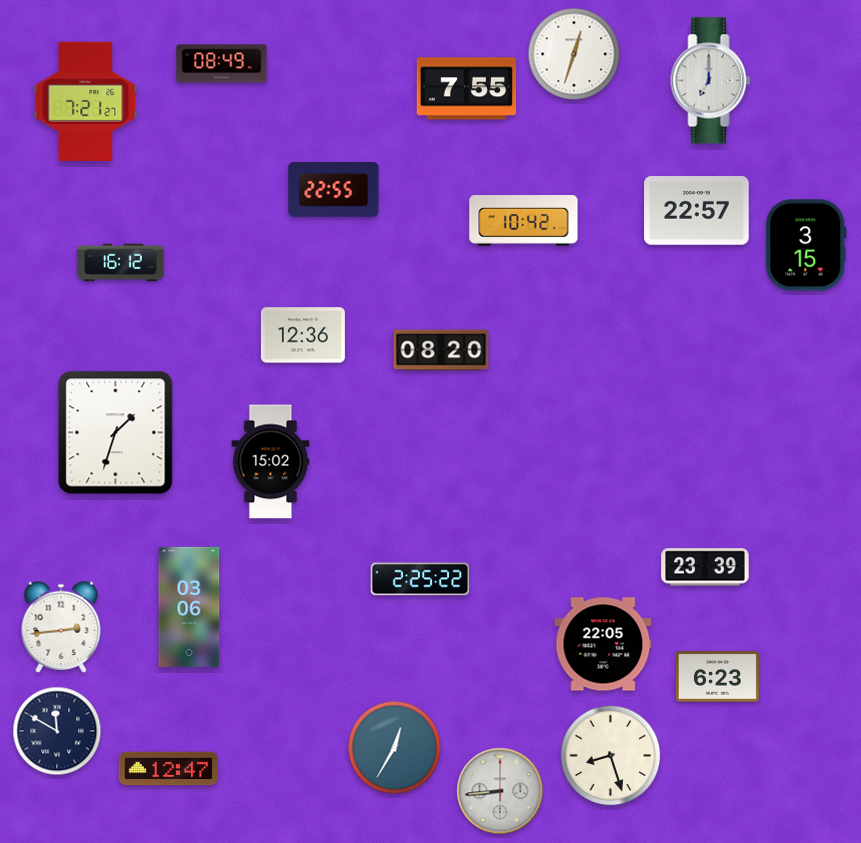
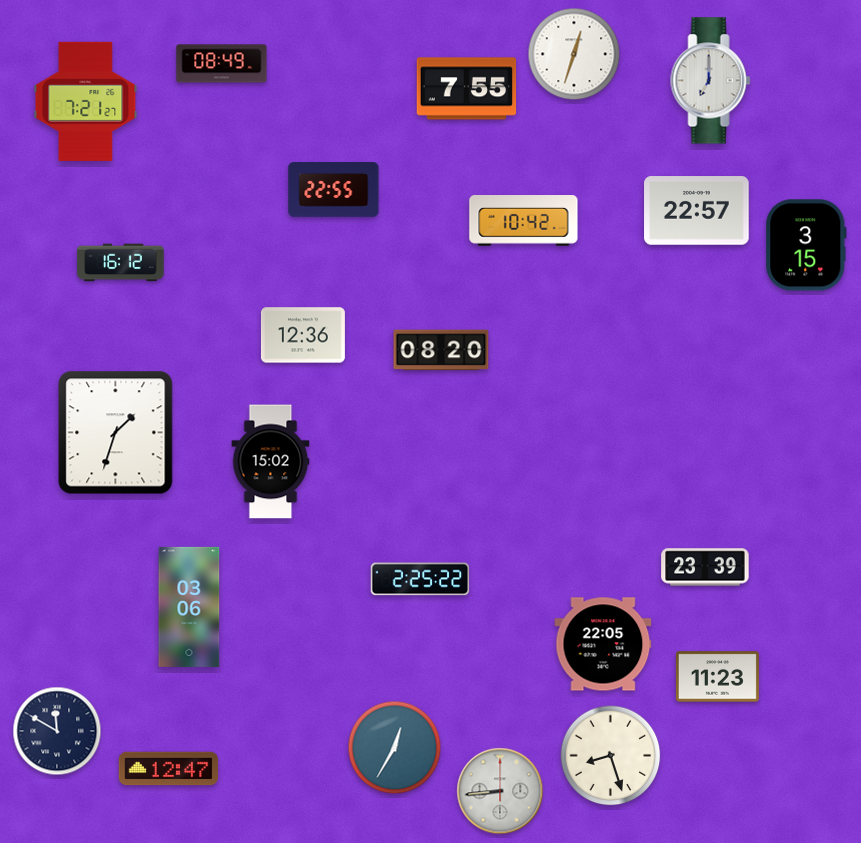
clock at (61, 627): 2:44 -> none
clock at (717, 677): 6:23 -> 11:23
